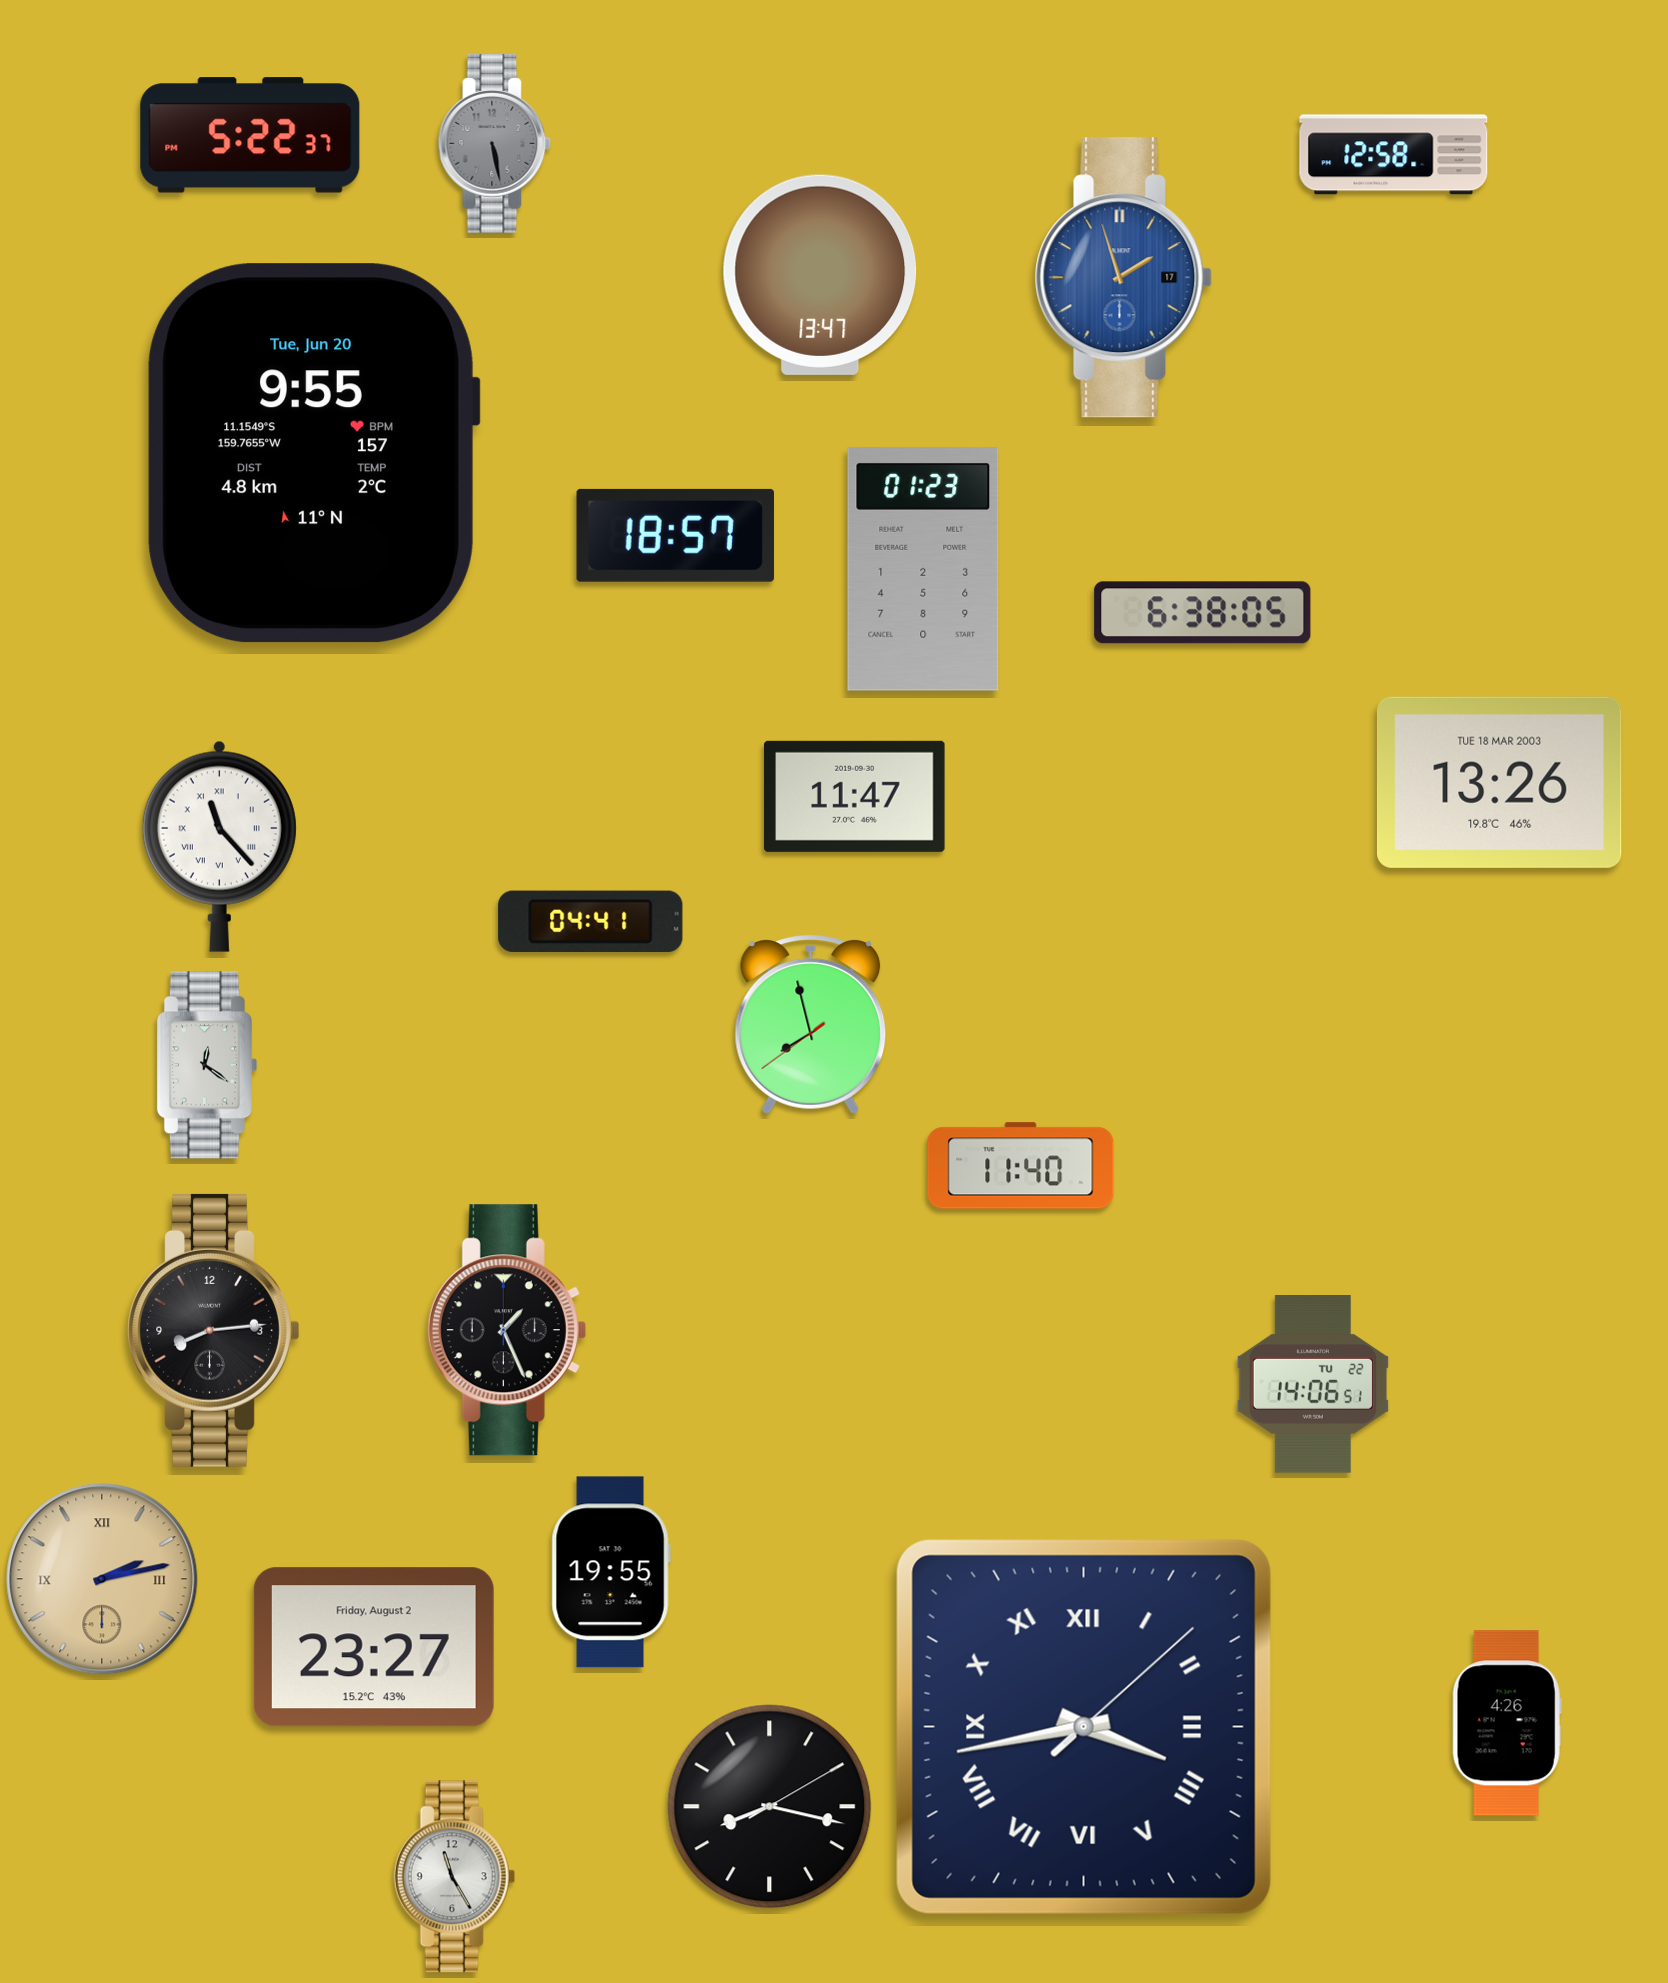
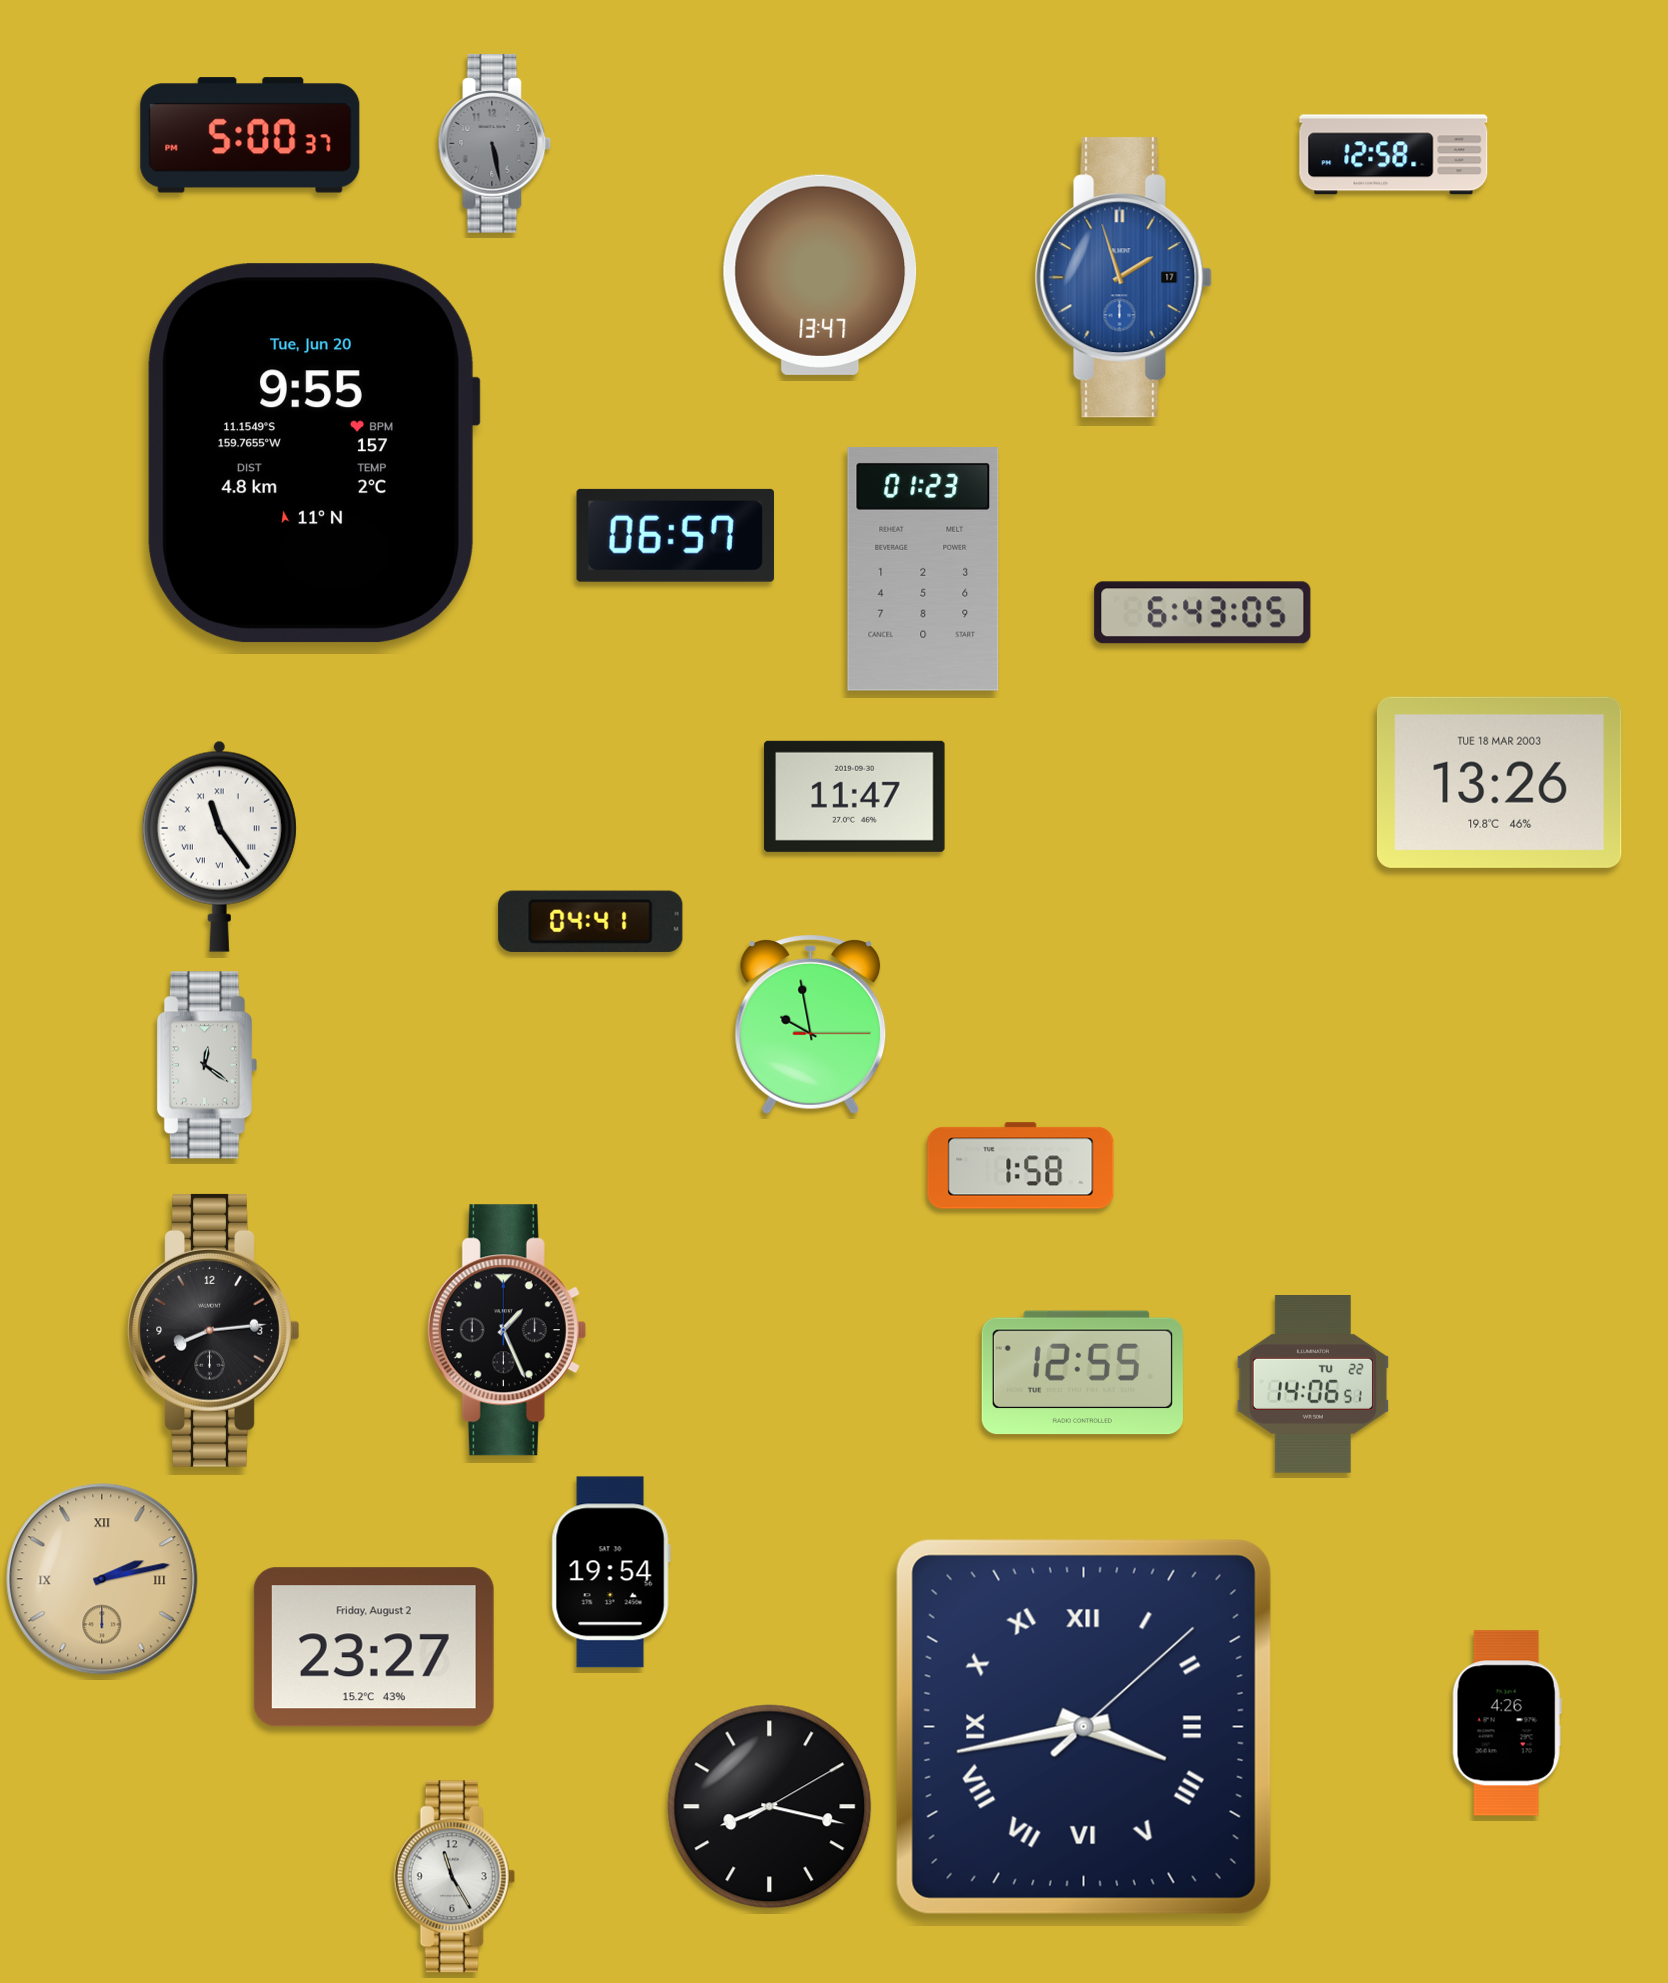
clock at (250, 135): 5:22 -> 5:00
clock at (675, 535): 18:57 -> 06:57
clock at (1203, 613): 6:38 -> 6:43
clock at (219, 846): 11:23 -> 11:24
clock at (811, 1024): 7:57 -> 9:58
clock at (1021, 1166): 11:40 -> 1:58
clock at (1082, 1373): none -> 12:55
clock at (611, 1572): 19:55 -> 19:54
